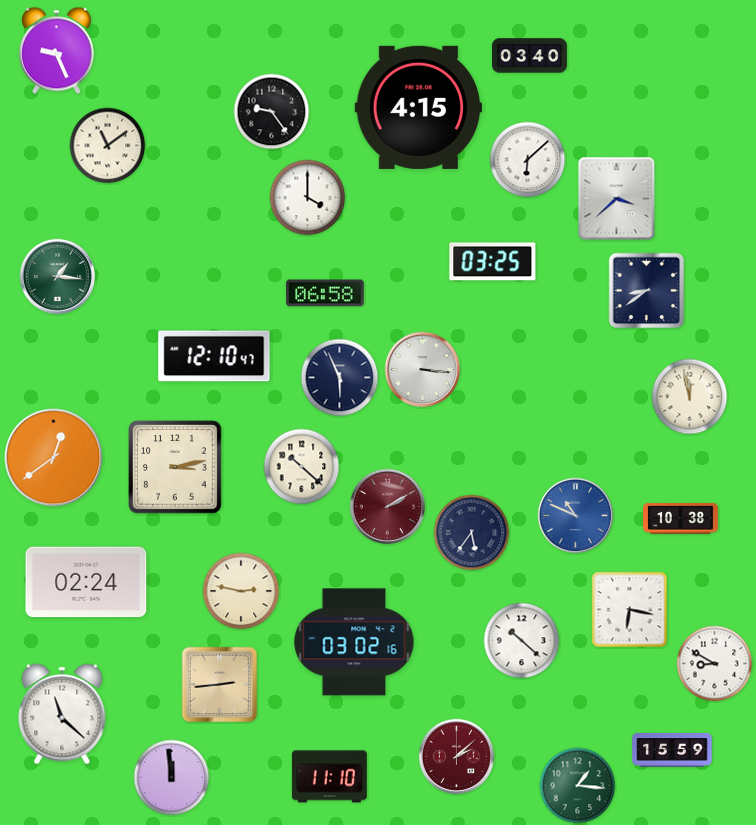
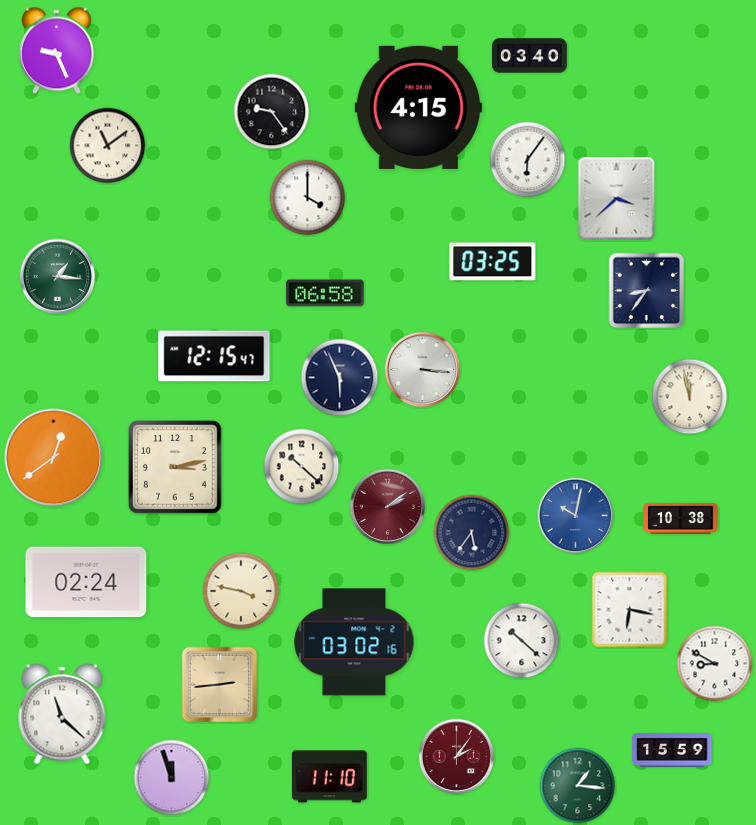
clock at (528, 160): 6:08 -> 6:06
clock at (647, 291): 8:39 -> 8:36
clock at (214, 356): 12:10 -> 12:15
clock at (388, 507): 2:10 -> 2:09
clock at (576, 516): 10:49 -> 10:02
clock at (241, 591): 2:47 -> 3:47
clock at (457, 757): 2:08 -> 2:06
clock at (172, 778): 11:59 -> 11:57
